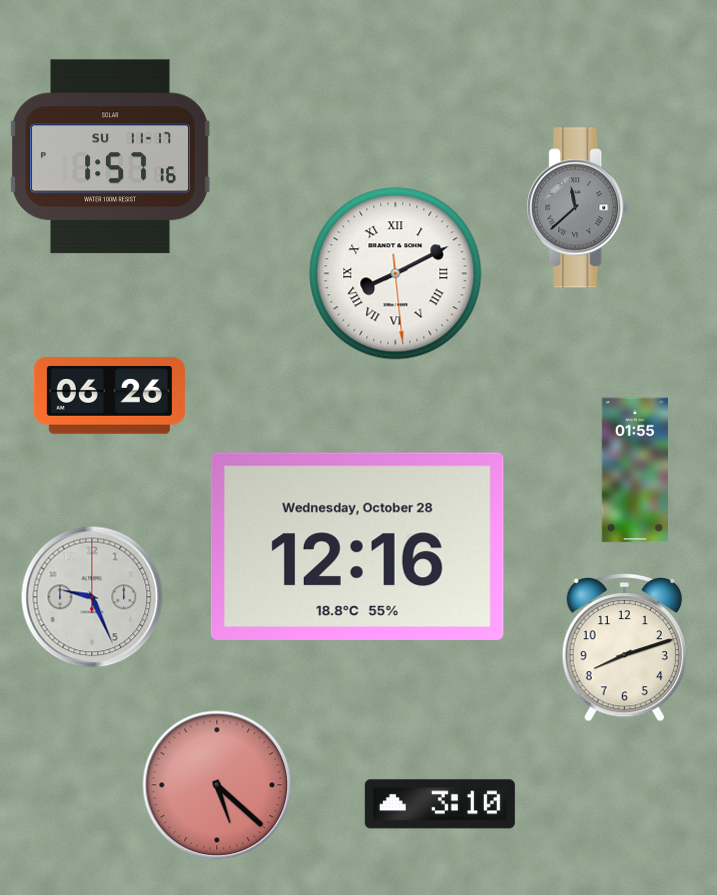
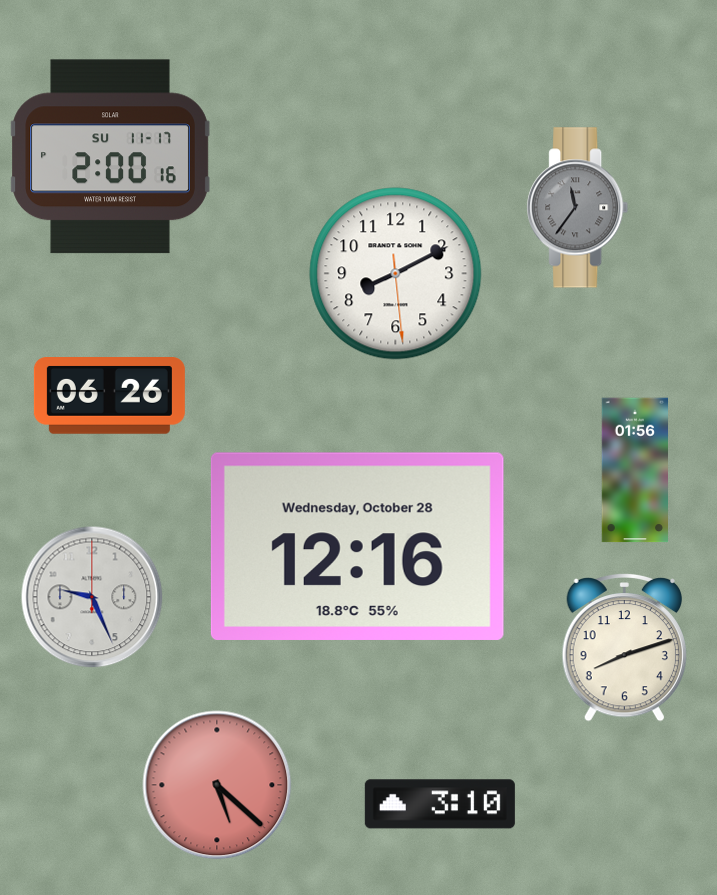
clock at (110, 157): 1:57 -> 2:00
clock at (578, 208): 11:38 -> 11:36
clock at (396, 274) numerals: Roman -> Arabic
clock at (635, 470): 01:55 -> 01:56
